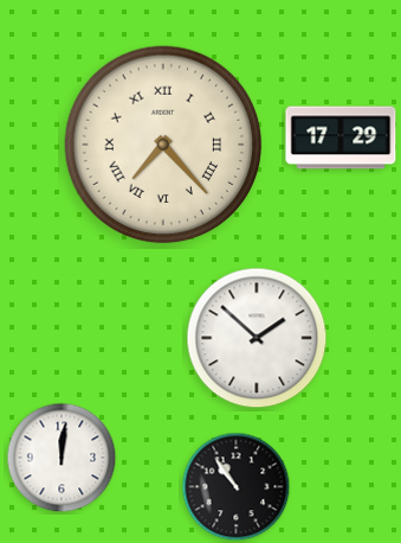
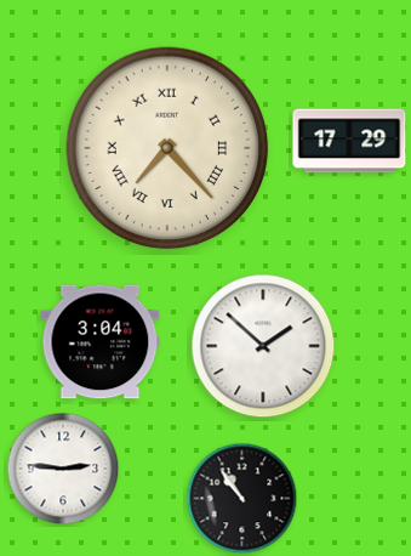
clock at (101, 342): none -> 3:04
clock at (62, 458): 12:01 -> 2:46
